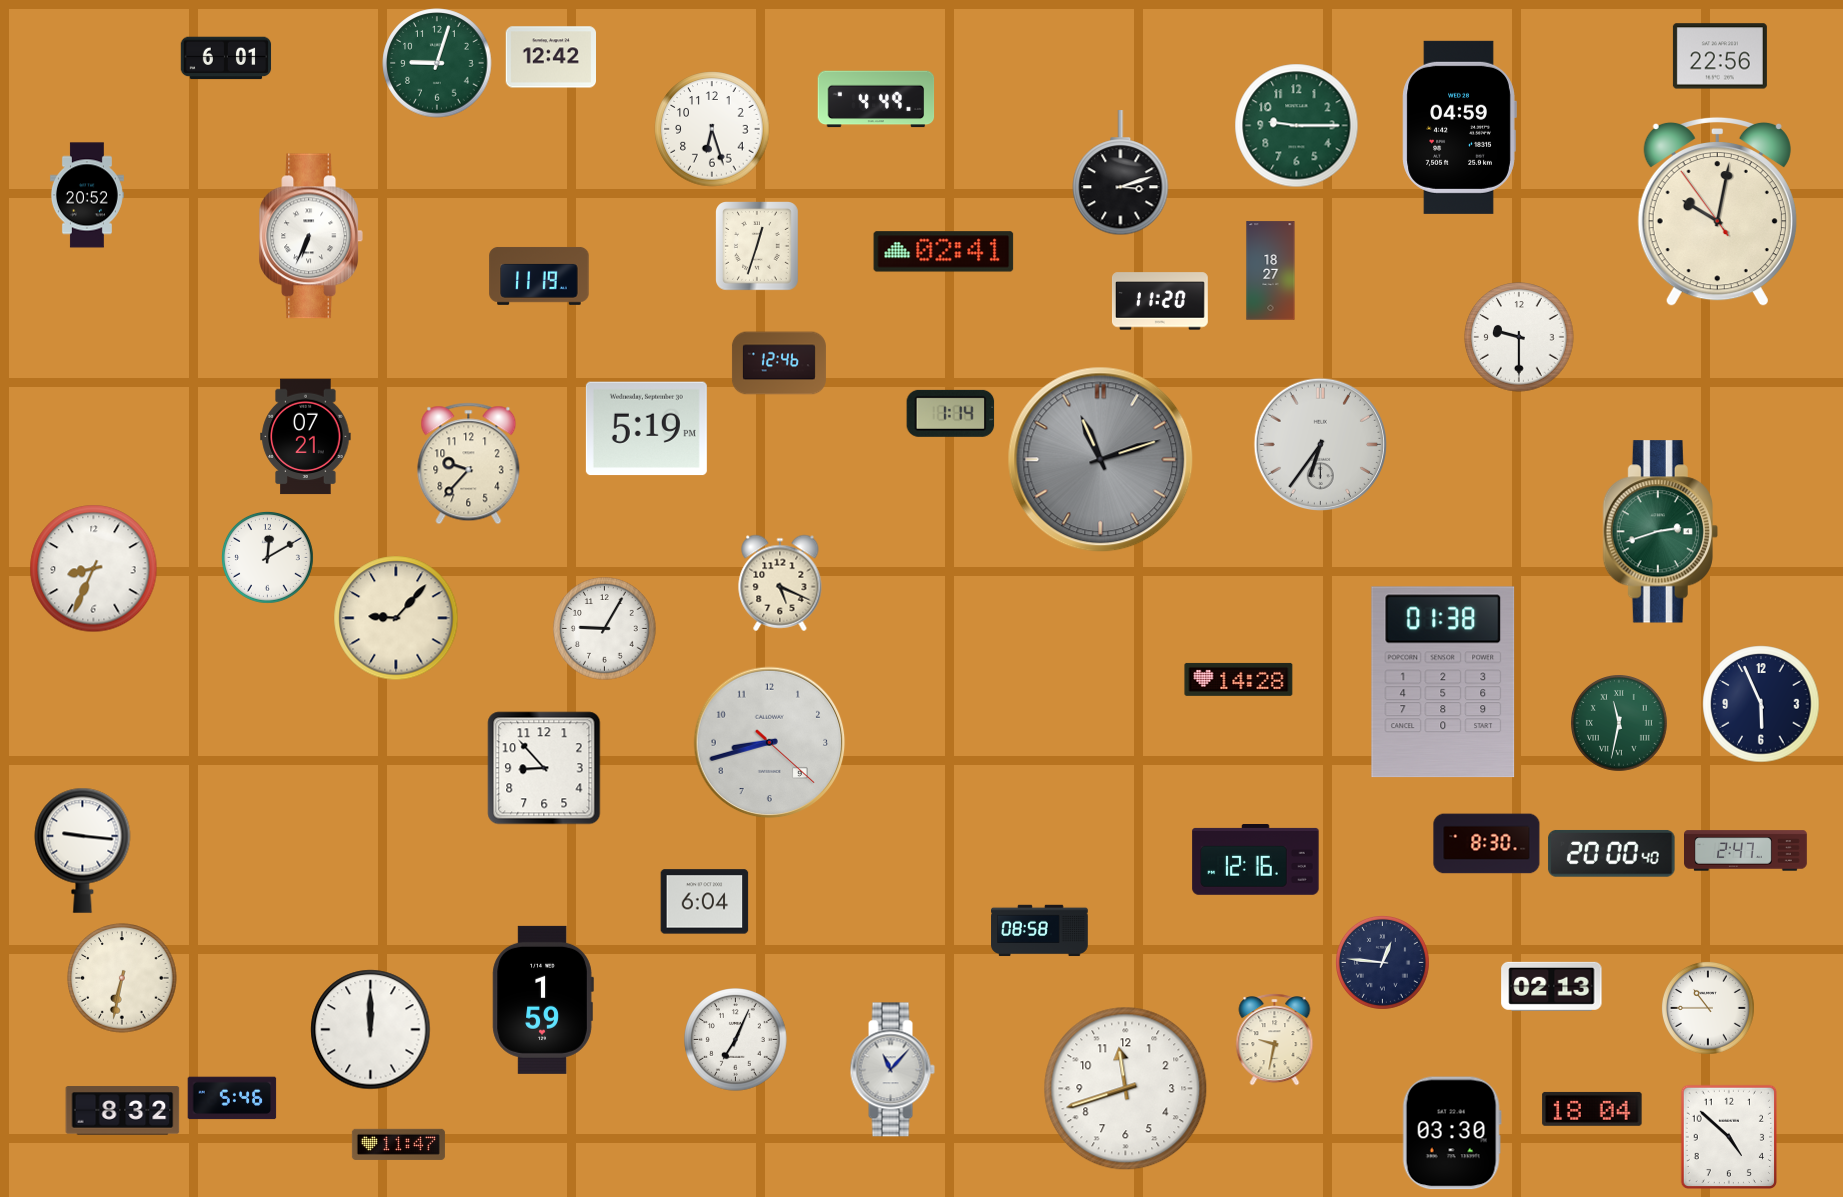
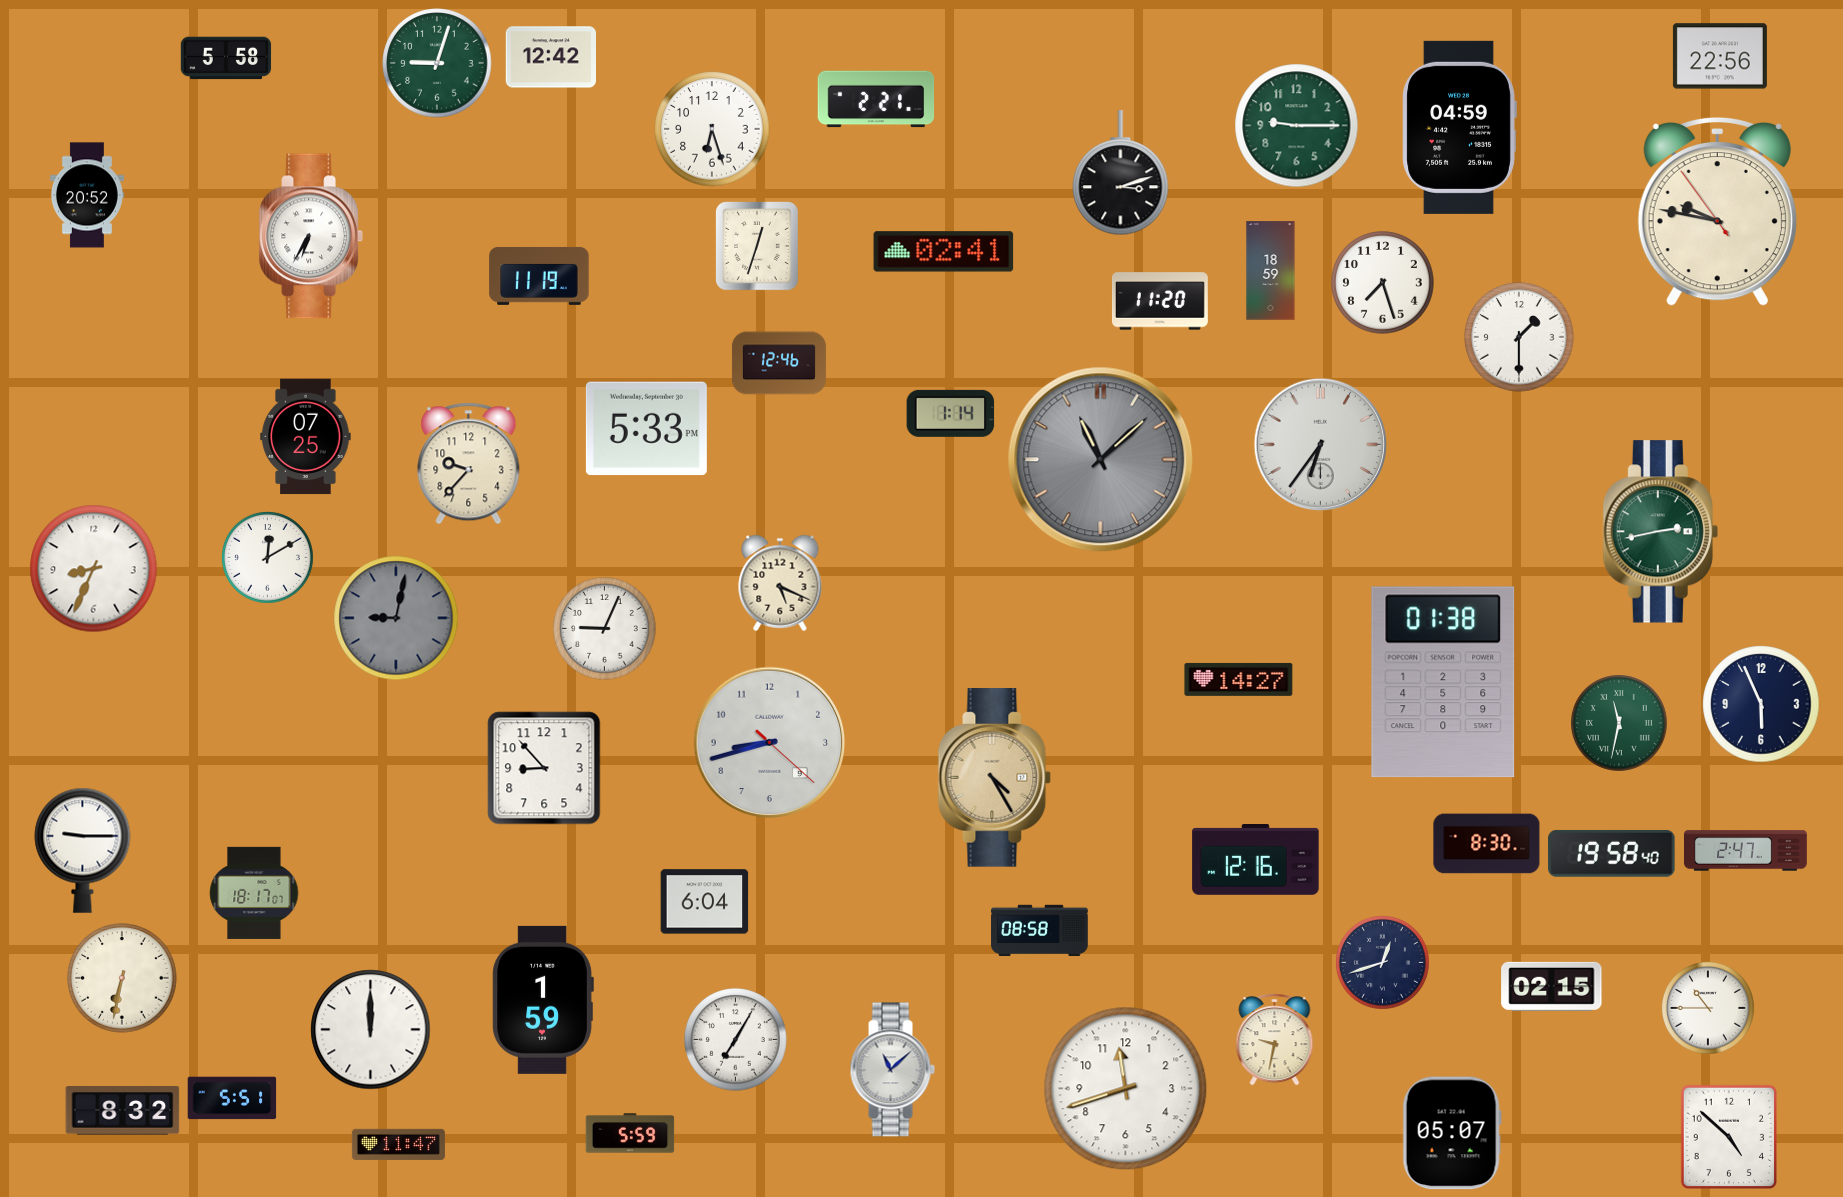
clock at (226, 58): 6:01 -> 5:58
clock at (876, 99): 4:49 -> 2:21
clock at (1717, 211): 10:01 -> 9:46
clock at (311, 236): 6:34 -> 6:35
clock at (1271, 271): 18:27 -> 18:59
clock at (1383, 283): none -> 7:27
clock at (1519, 337): 9:30 -> 1:30
clock at (646, 429): 5:19 -> 5:33
clock at (306, 437): 07:21 -> 07:25
clock at (1101, 460): 11:12 -> 11:08
clock at (1660, 532): 2:42 -> 2:43
clock at (396, 618): 9:07 -> 9:02
clock at (396, 618) dial: cream -> grey
clock at (605, 629): 9:05 -> 9:04
clock at (1239, 679): 14:28 -> 14:27
clock at (995, 778): none -> 4:25
clock at (83, 850): 9:16 -> 9:15
clock at (1612, 853): 20:00 -> 19:58
clock at (254, 893): none -> 18:17
clock at (1383, 963): 12:46 -> 12:42
clock at (1552, 986): 02:13 -> 02:15
clock at (736, 1040): 7:04 -> 7:05
clock at (892, 1070): 11:07 -> 11:08
clock at (232, 1098): 5:46 -> 5:51
clock at (1592, 1109): 18:04 -> none
clock at (630, 1133): none -> 5:59
clock at (1452, 1133): 03:30 -> 05:07
